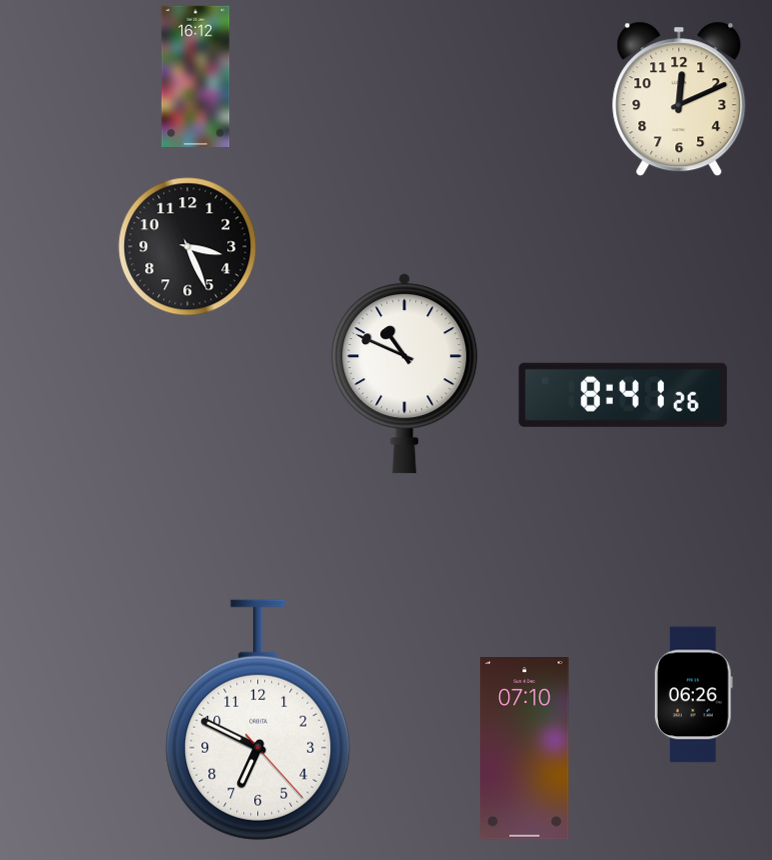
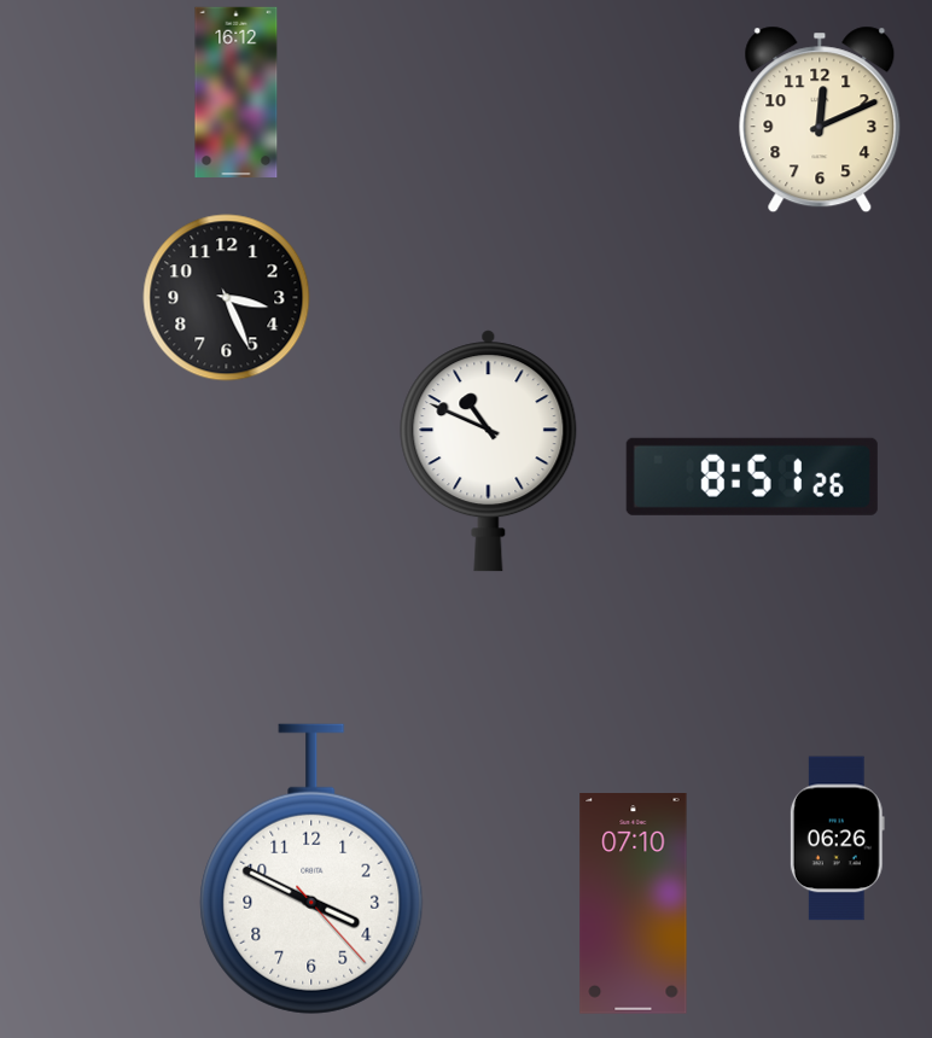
clock at (623, 395): 8:41 -> 8:51
clock at (258, 720): 6:49 -> 3:49
